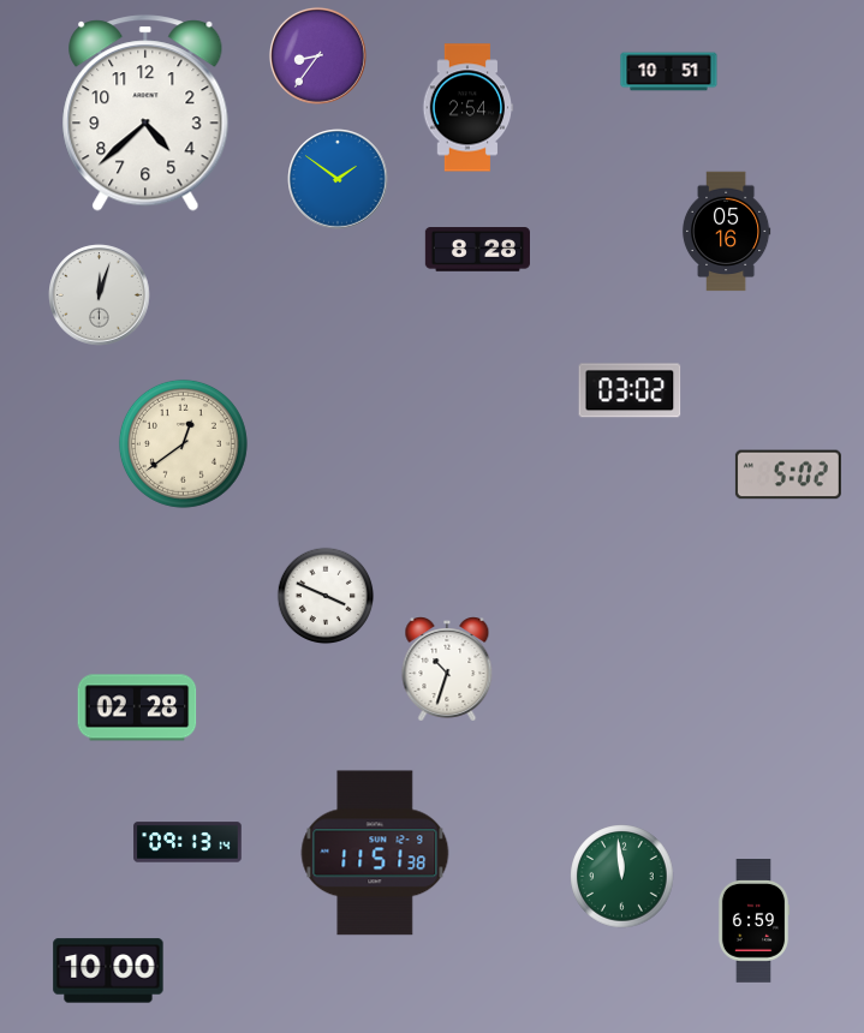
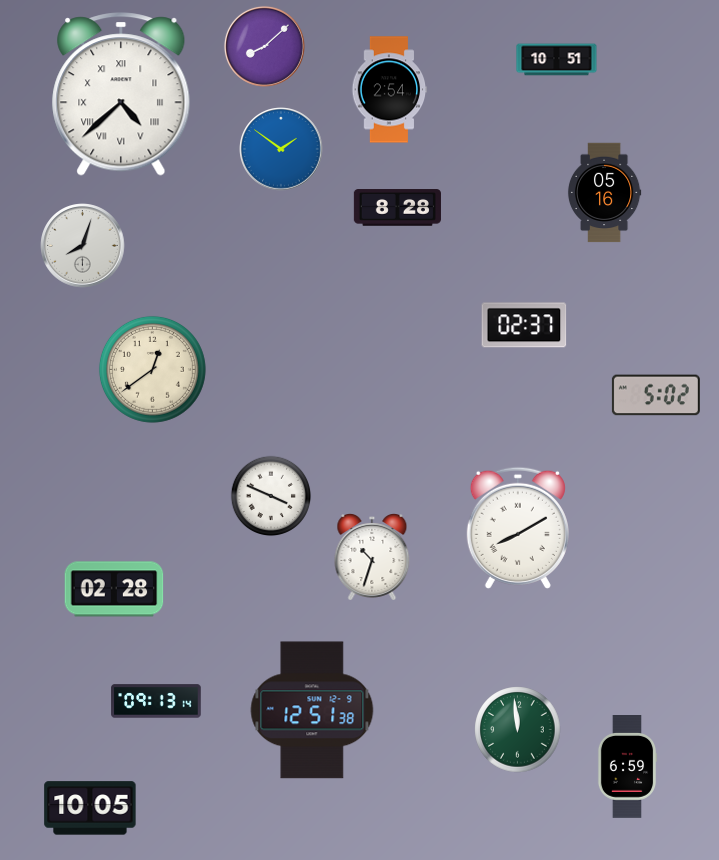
clock at (317, 55): 8:36 -> 8:08
clock at (145, 113) numerals: Arabic -> Roman
clock at (100, 295): 12:03 -> 8:03
clock at (630, 390): 03:02 -> 02:37
clock at (518, 528): none -> 8:10
clock at (375, 853): 11:51 -> 12:51
clock at (108, 971): 10:00 -> 10:05
